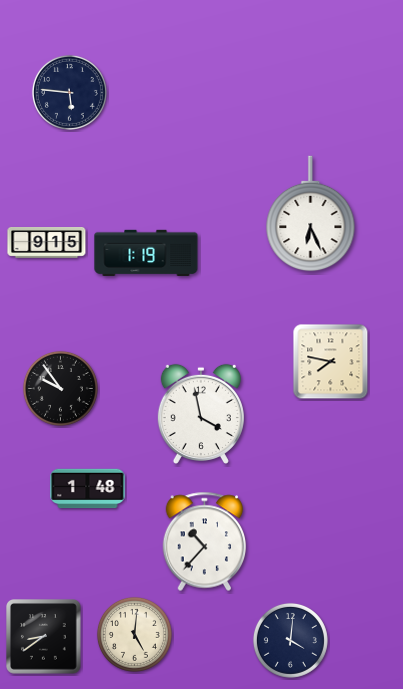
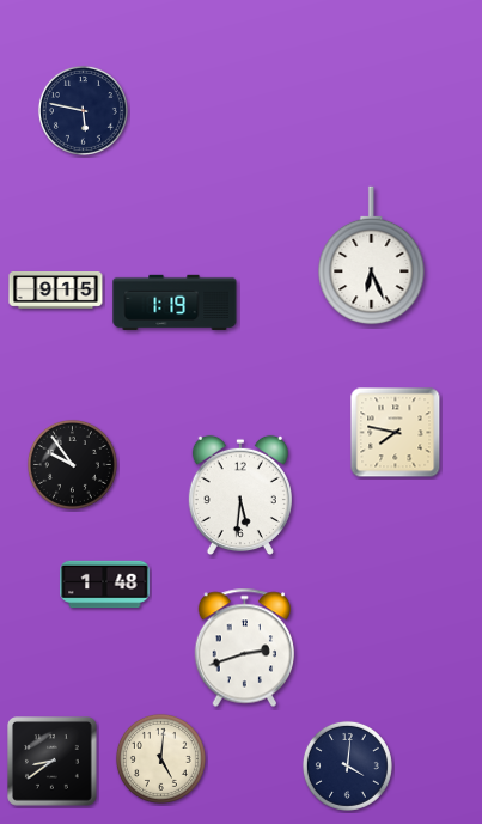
clock at (69, 92): 5:46 -> 5:47
clock at (201, 413): 3:58 -> 5:31
clock at (205, 542): 10:37 -> 2:42
